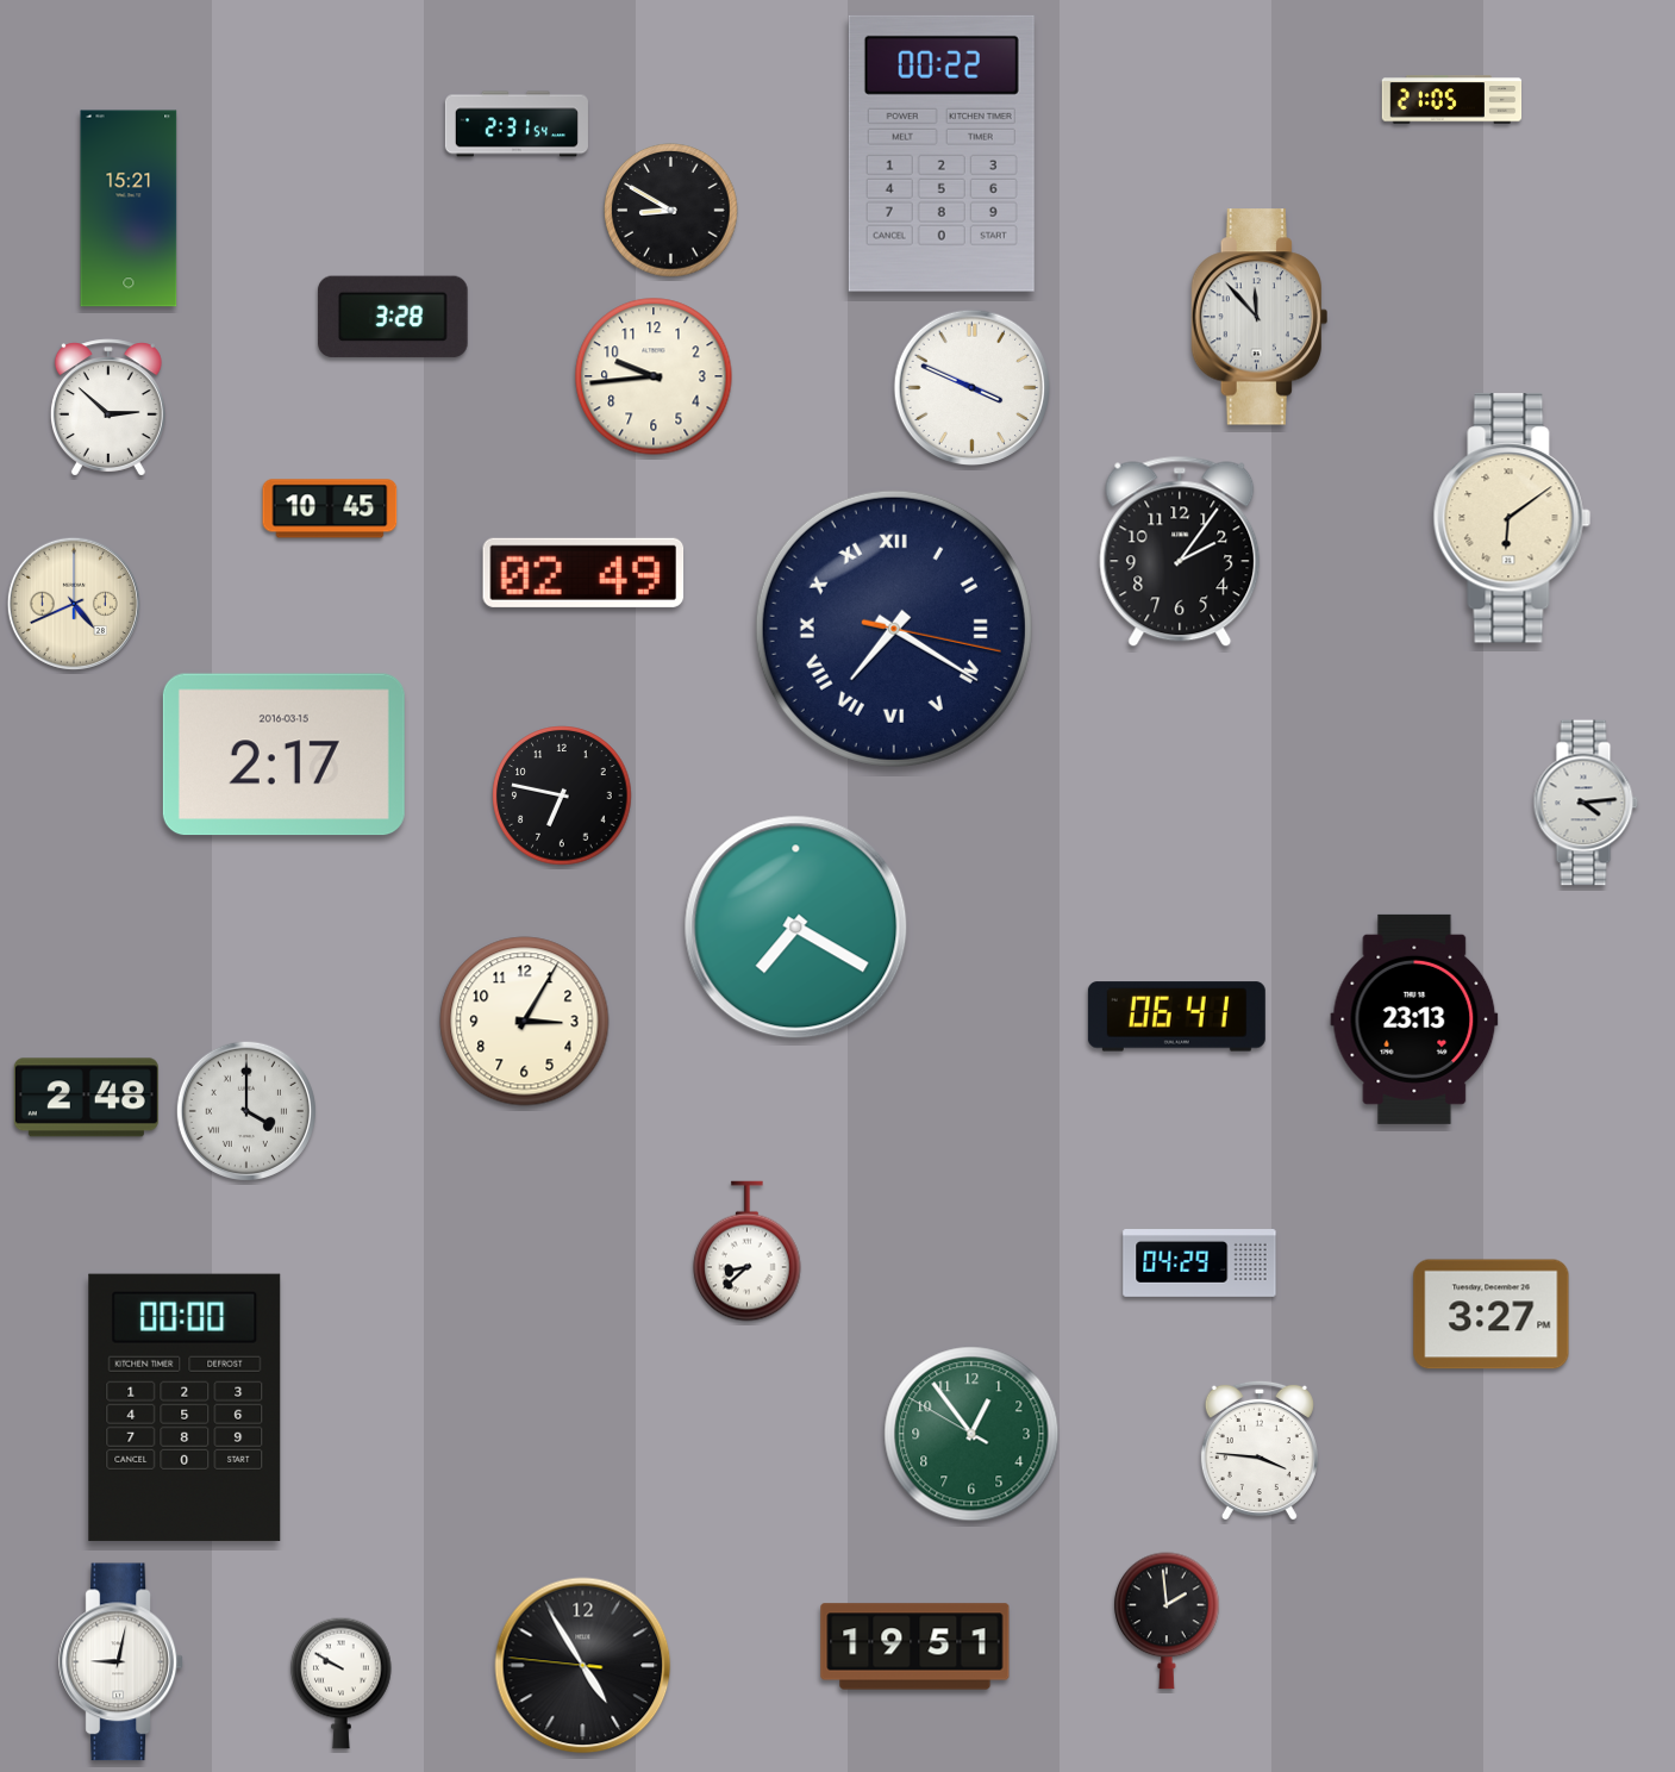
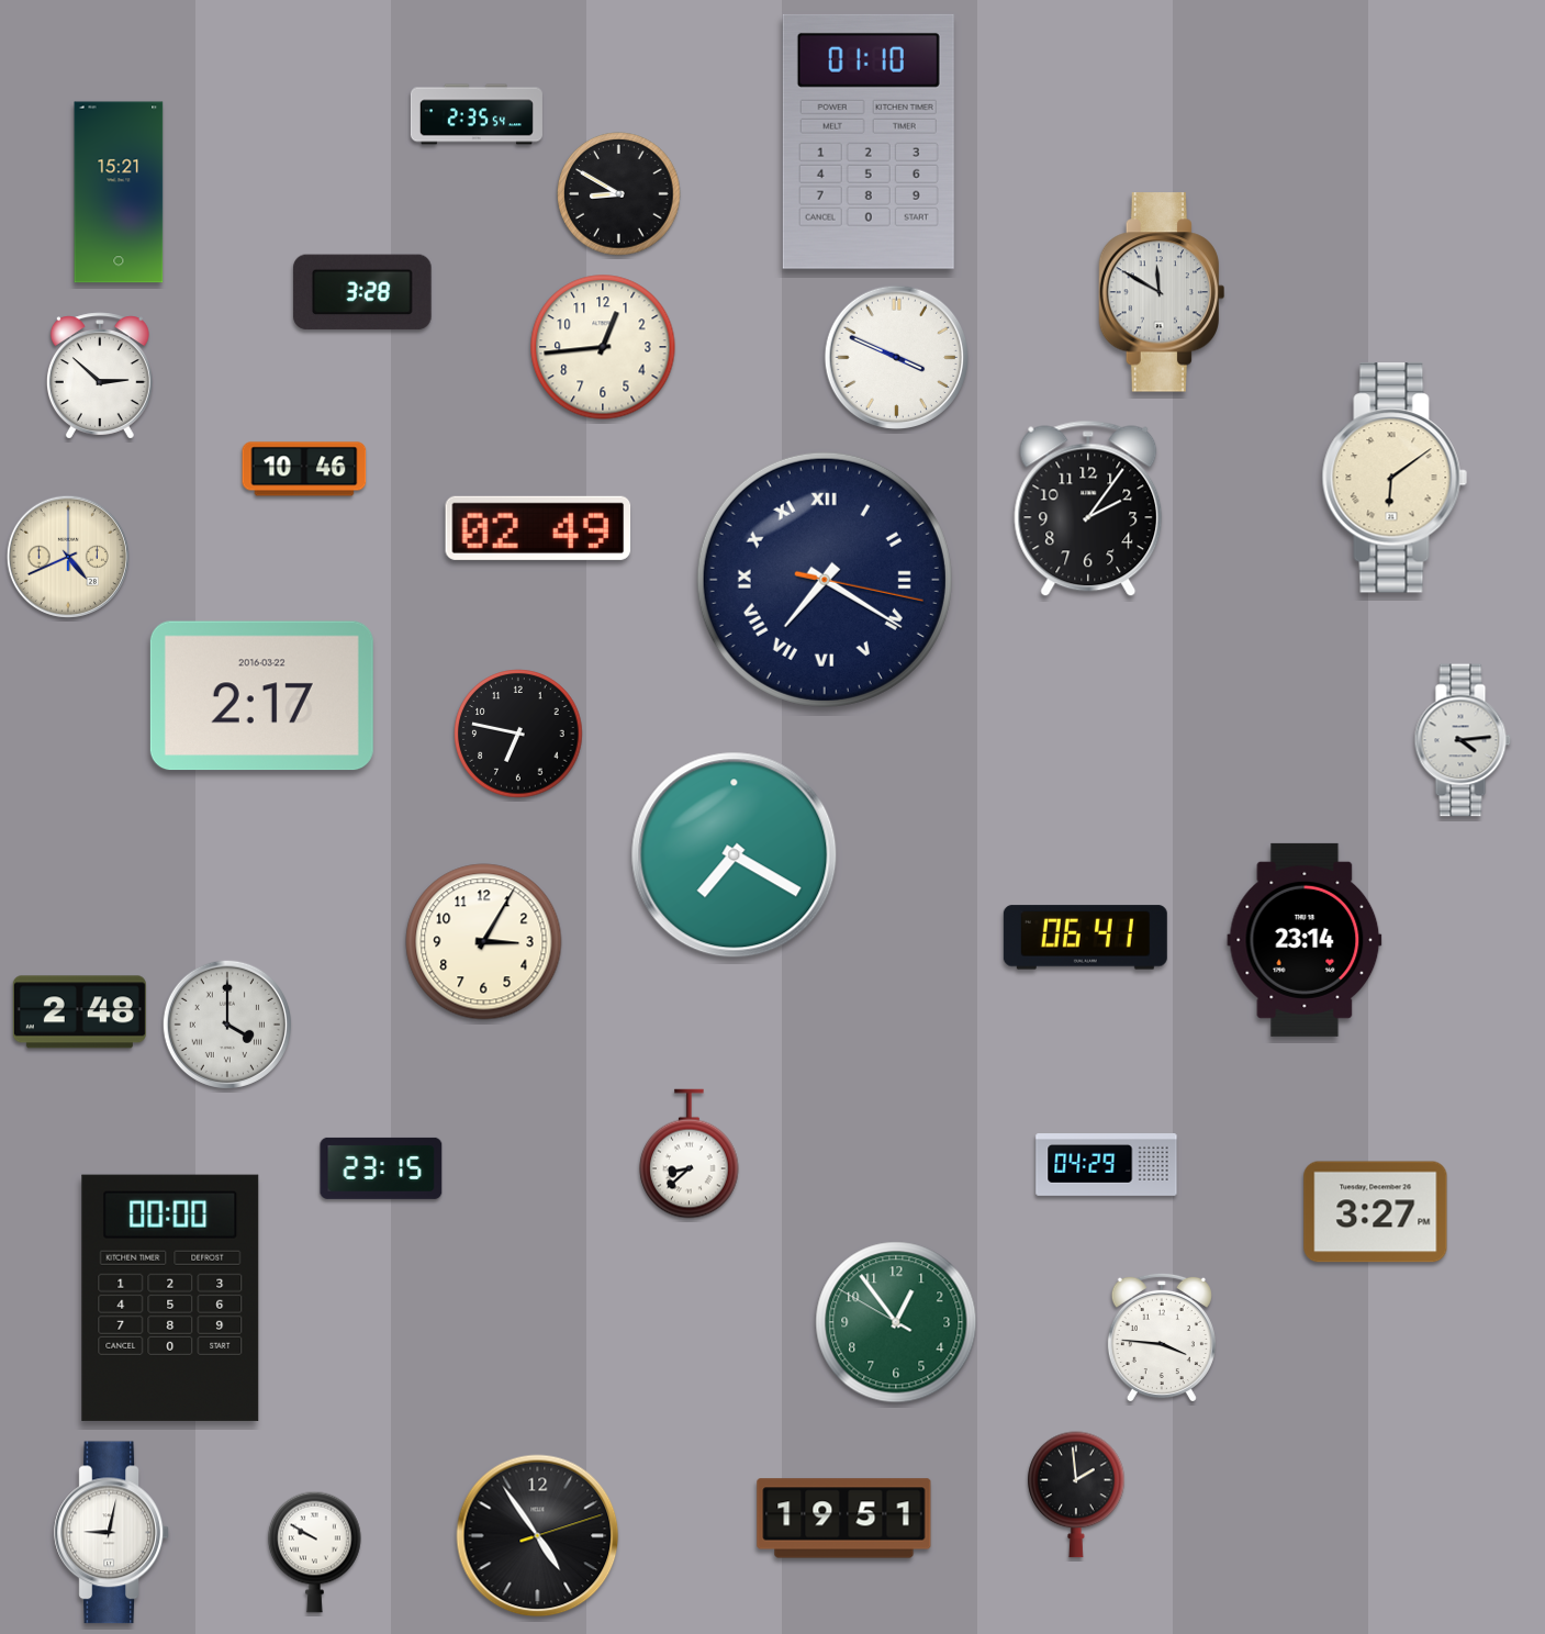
clock at (1452, 100): 21:05 -> none
clock at (517, 124): 2:31 -> 2:35
clock at (942, 154): 00:22 -> 01:10
clock at (1258, 317): 11:53 -> 11:50
clock at (654, 376): 9:44 -> 12:44
clock at (330, 508): 10:45 -> 10:46
clock at (283, 755) date: 2016-03-15 -> 2016-03-22
clock at (1414, 1019): 23:13 -> 23:14
clock at (381, 1168): none -> 23:15
clock at (583, 1666): 4:54:46 -> 4:54:12
